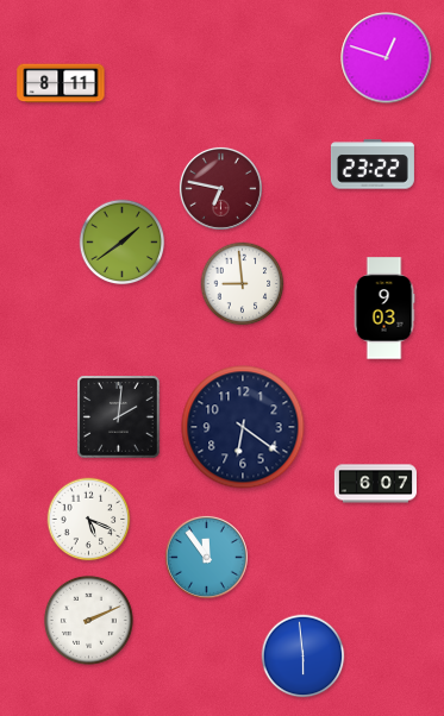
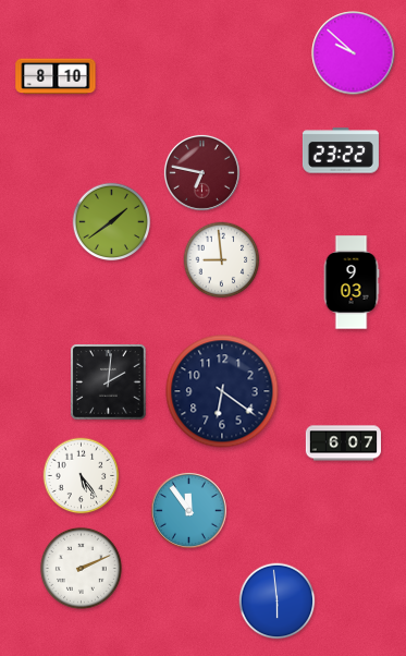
clock at (387, 58): 12:48 -> 9:52
clock at (61, 83): 8:11 -> 8:10
clock at (89, 520): 5:19 -> 5:24
